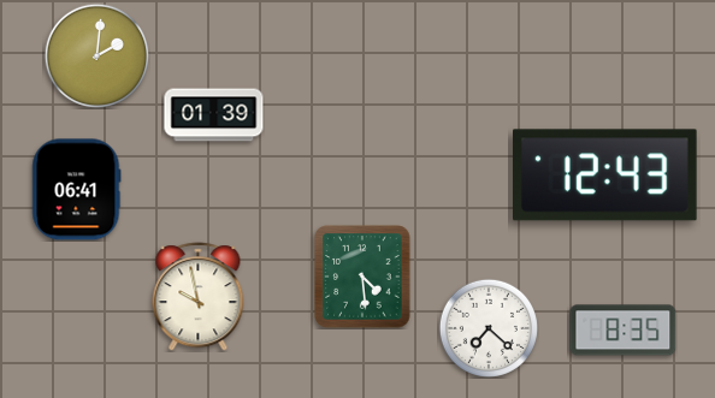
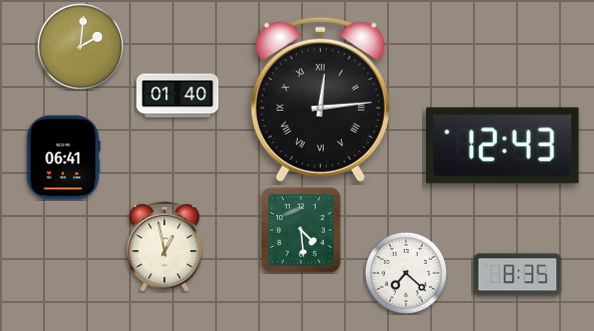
clock at (214, 115): 01:39 -> 01:40
clock at (320, 99): none -> 12:14
clock at (199, 297): 9:58 -> 12:58
